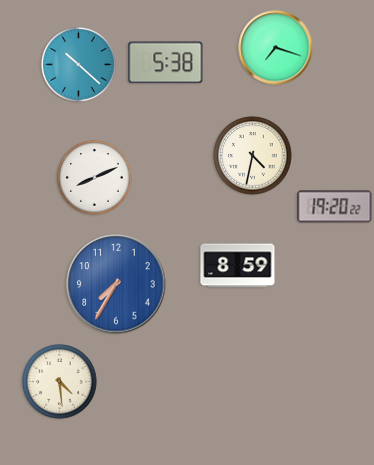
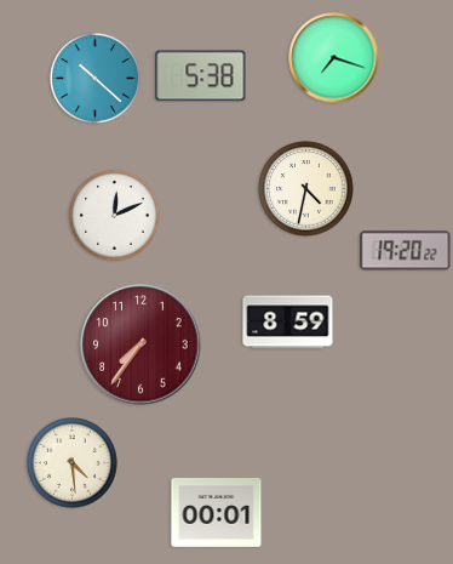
clock at (95, 178): 8:11 -> 12:11
clock at (116, 284): 7:35 -> 7:36
clock at (116, 284) dial: blue -> burgundy
clock at (217, 513): none -> 00:01
